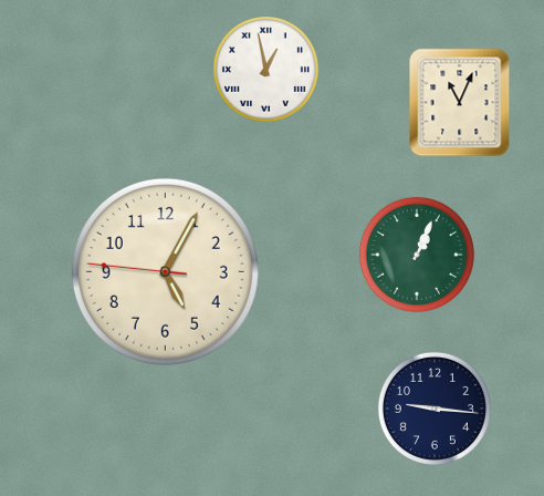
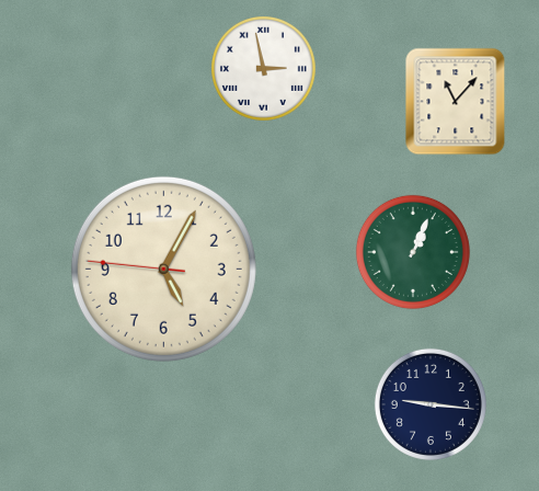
clock at (266, 70): 12:58 -> 2:58
clock at (460, 102): 11:04 -> 11:07
